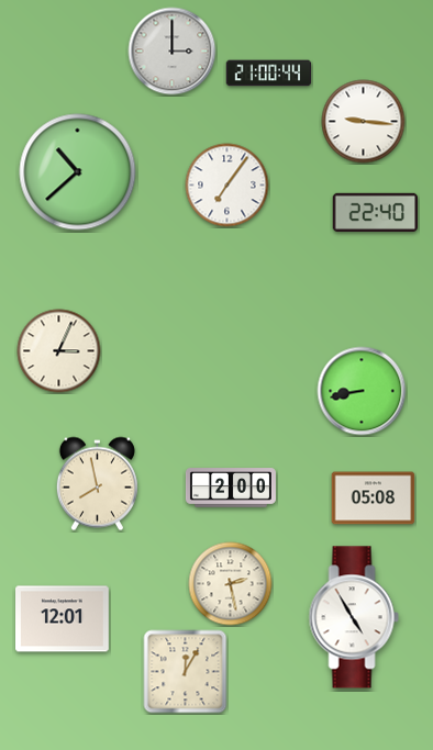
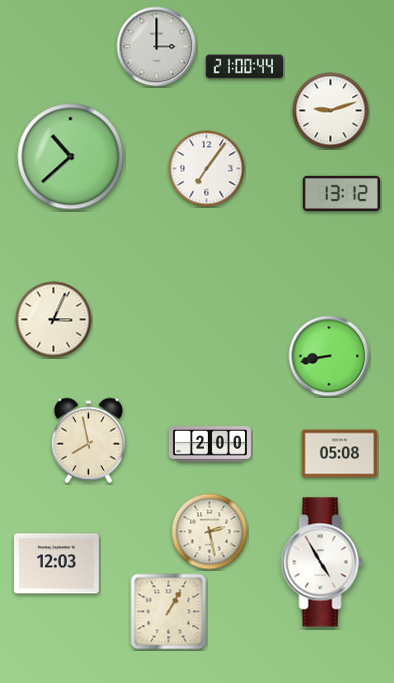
clock at (364, 122): 9:16 -> 9:12
clock at (376, 212): 22:40 -> 13:12
clock at (63, 619): 12:01 -> 12:03
clock at (186, 672): 12:05 -> 1:05
